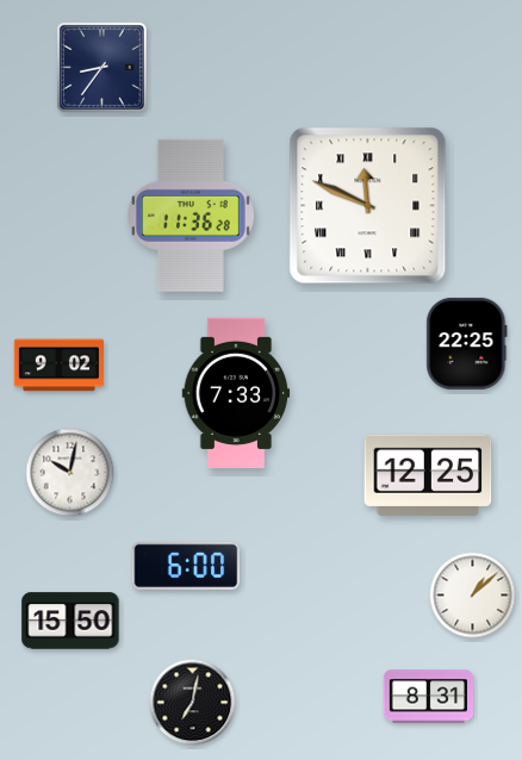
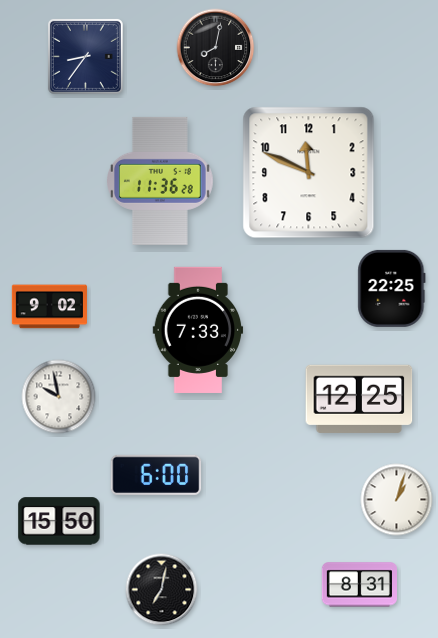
clock at (216, 48): none -> 8:02
clock at (368, 206) numerals: Roman -> Arabic
clock at (70, 473): 10:02 -> 9:58
clock at (473, 596): 1:08 -> 1:03
